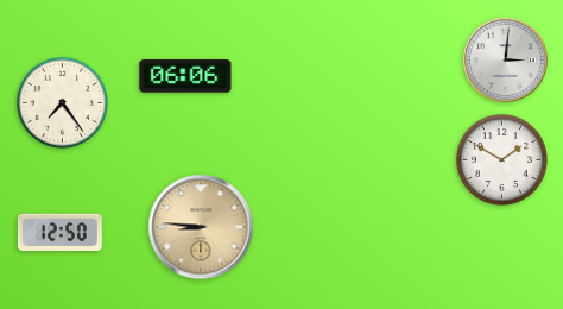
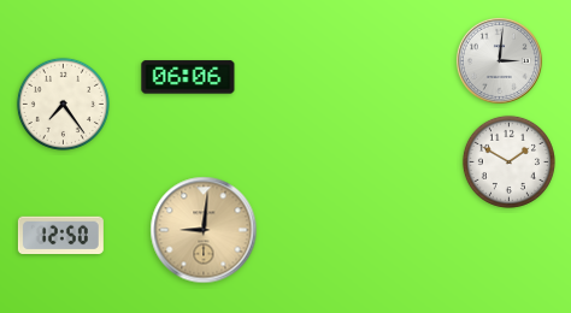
clock at (505, 59) position: (505, 59) -> (499, 60)
clock at (201, 227): 8:46 -> 9:01
